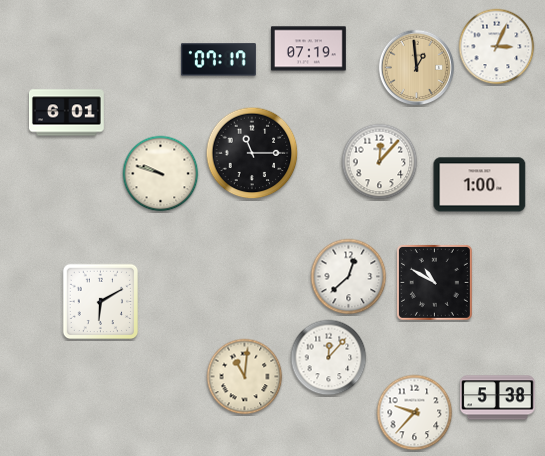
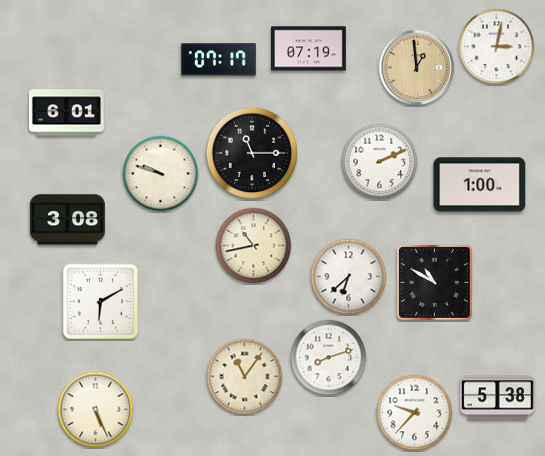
clock at (497, 47): 3:04 -> 3:02
clock at (380, 162): 12:07 -> 2:11
clock at (67, 220): none -> 3:08
clock at (254, 246): none -> 10:43
clock at (349, 277): 12:38 -> 6:38
clock at (329, 358): 12:07 -> 8:12
clock at (245, 377): 11:01 -> 11:06
clock at (96, 410): none -> 5:26
